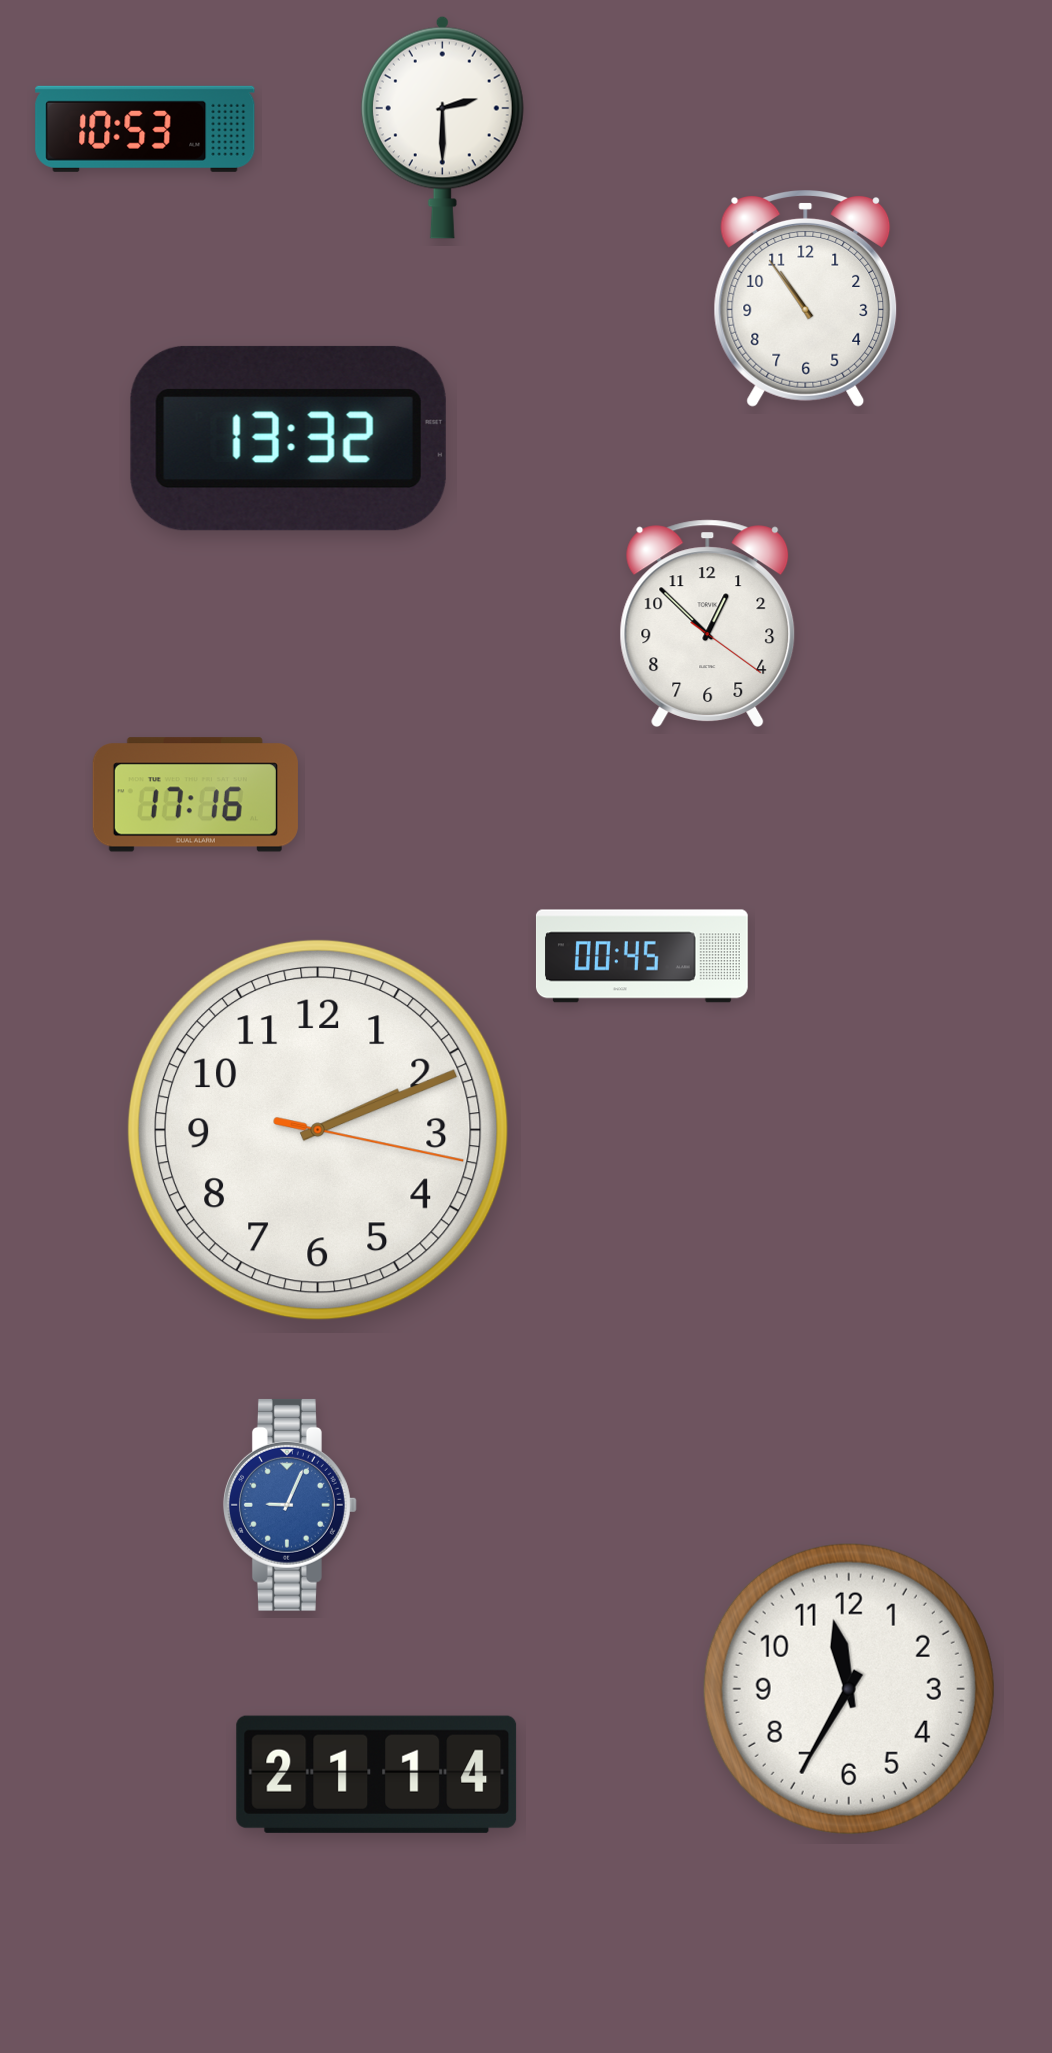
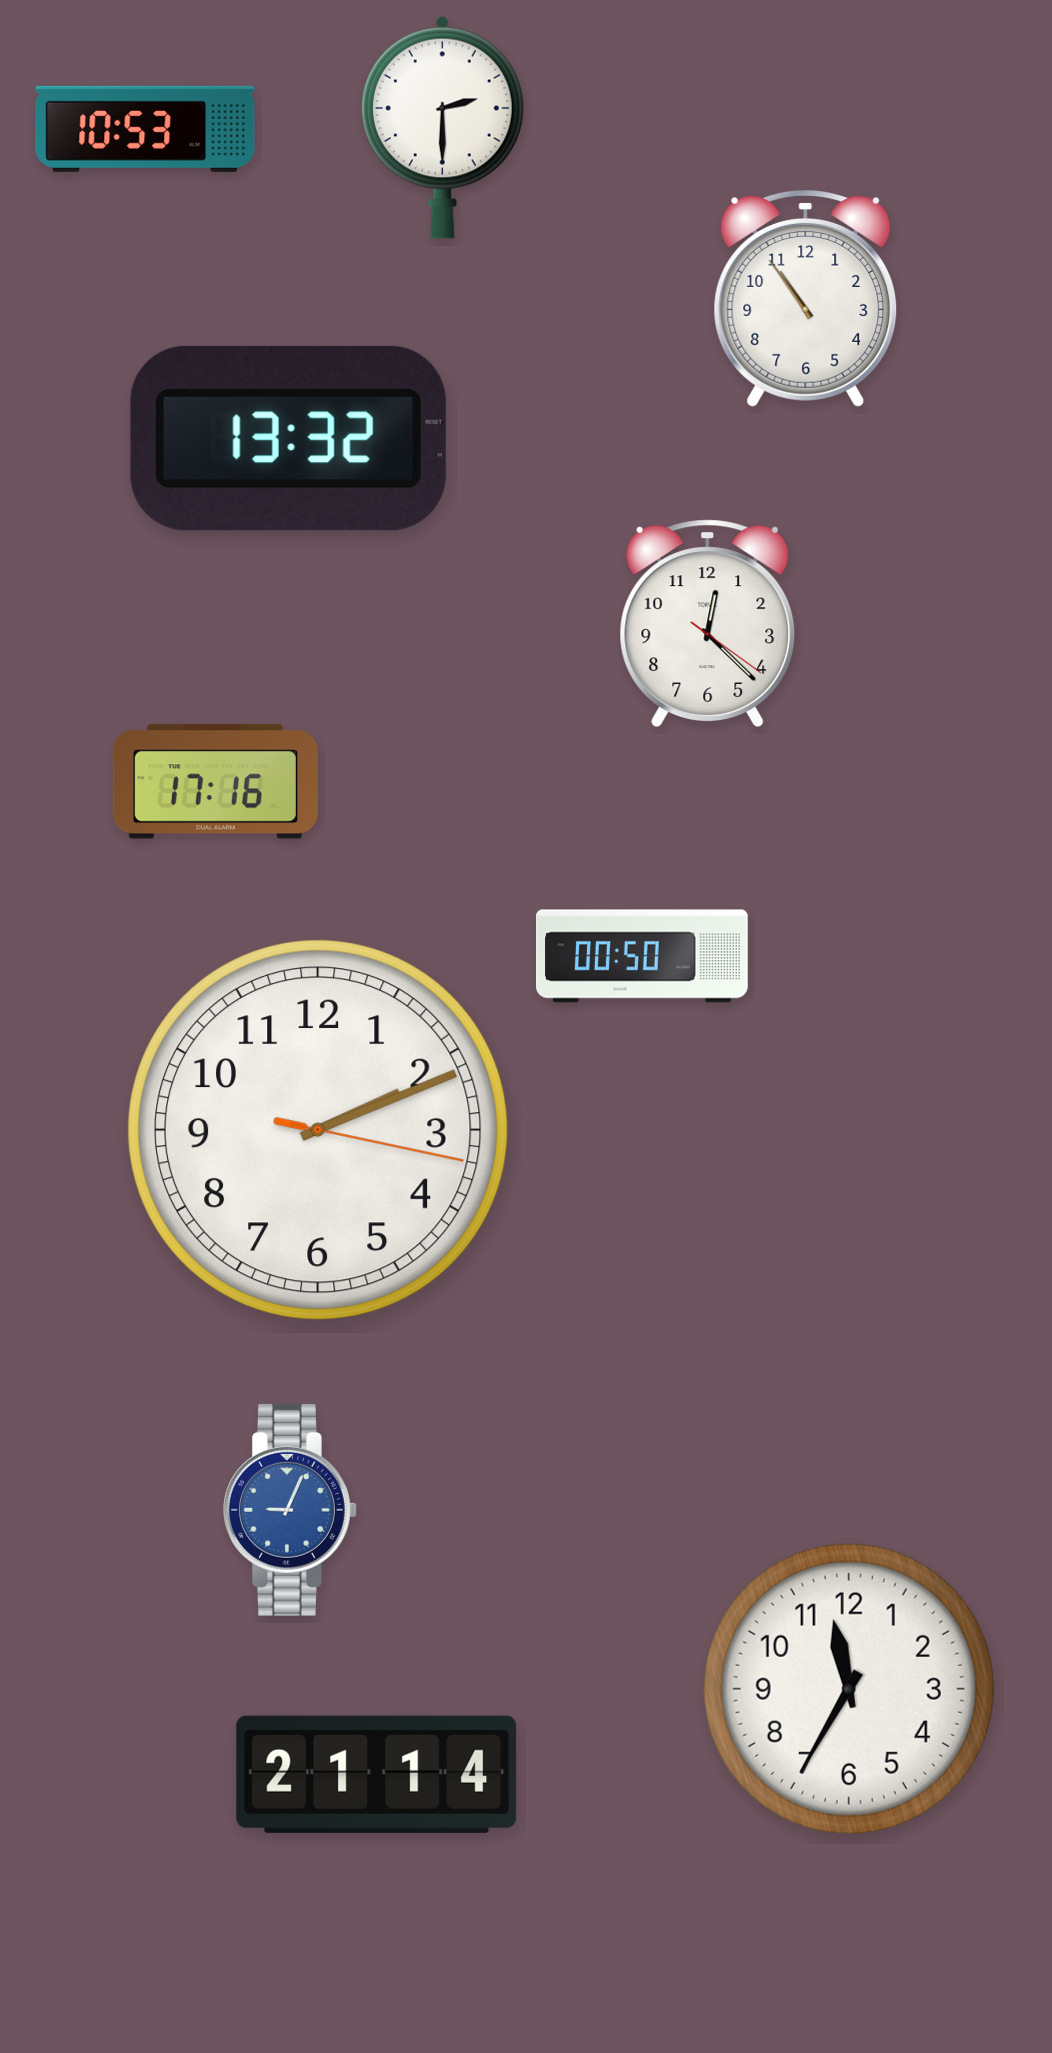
clock at (708, 623): 12:52 -> 12:22
clock at (195, 795) position: (195, 795) -> (215, 782)
clock at (642, 956): 00:45 -> 00:50
clock at (290, 1505) position: (290, 1505) -> (290, 1510)
